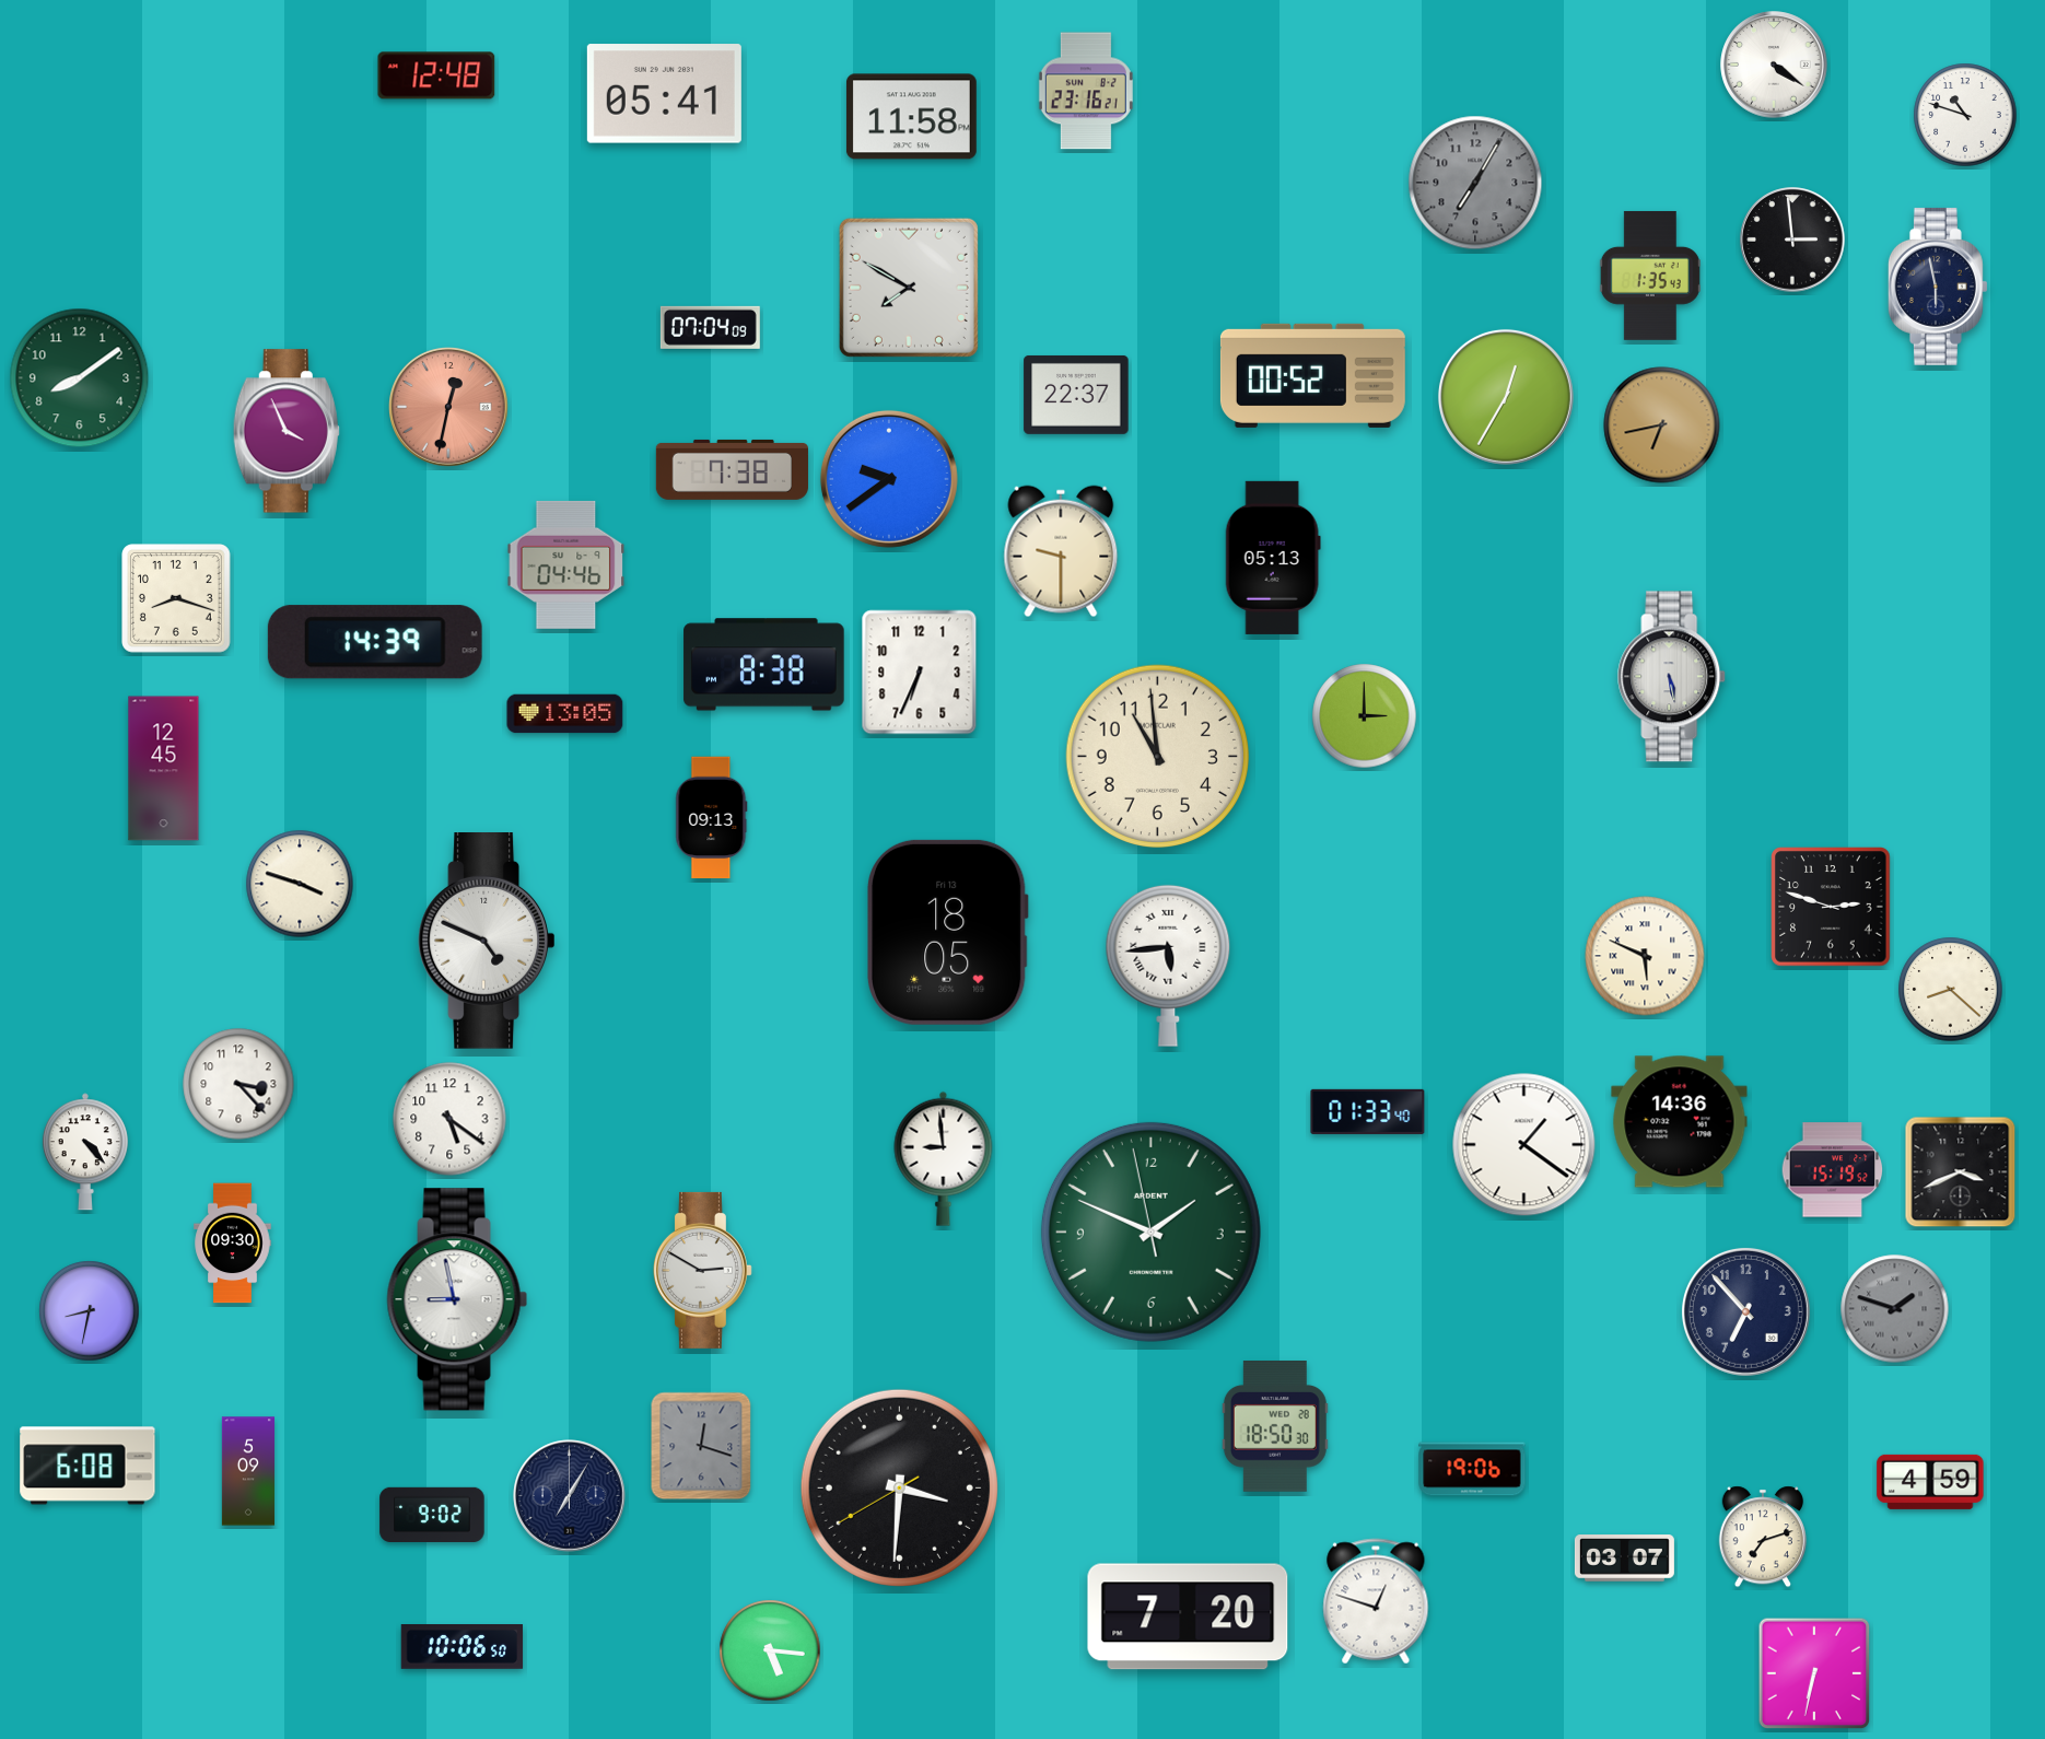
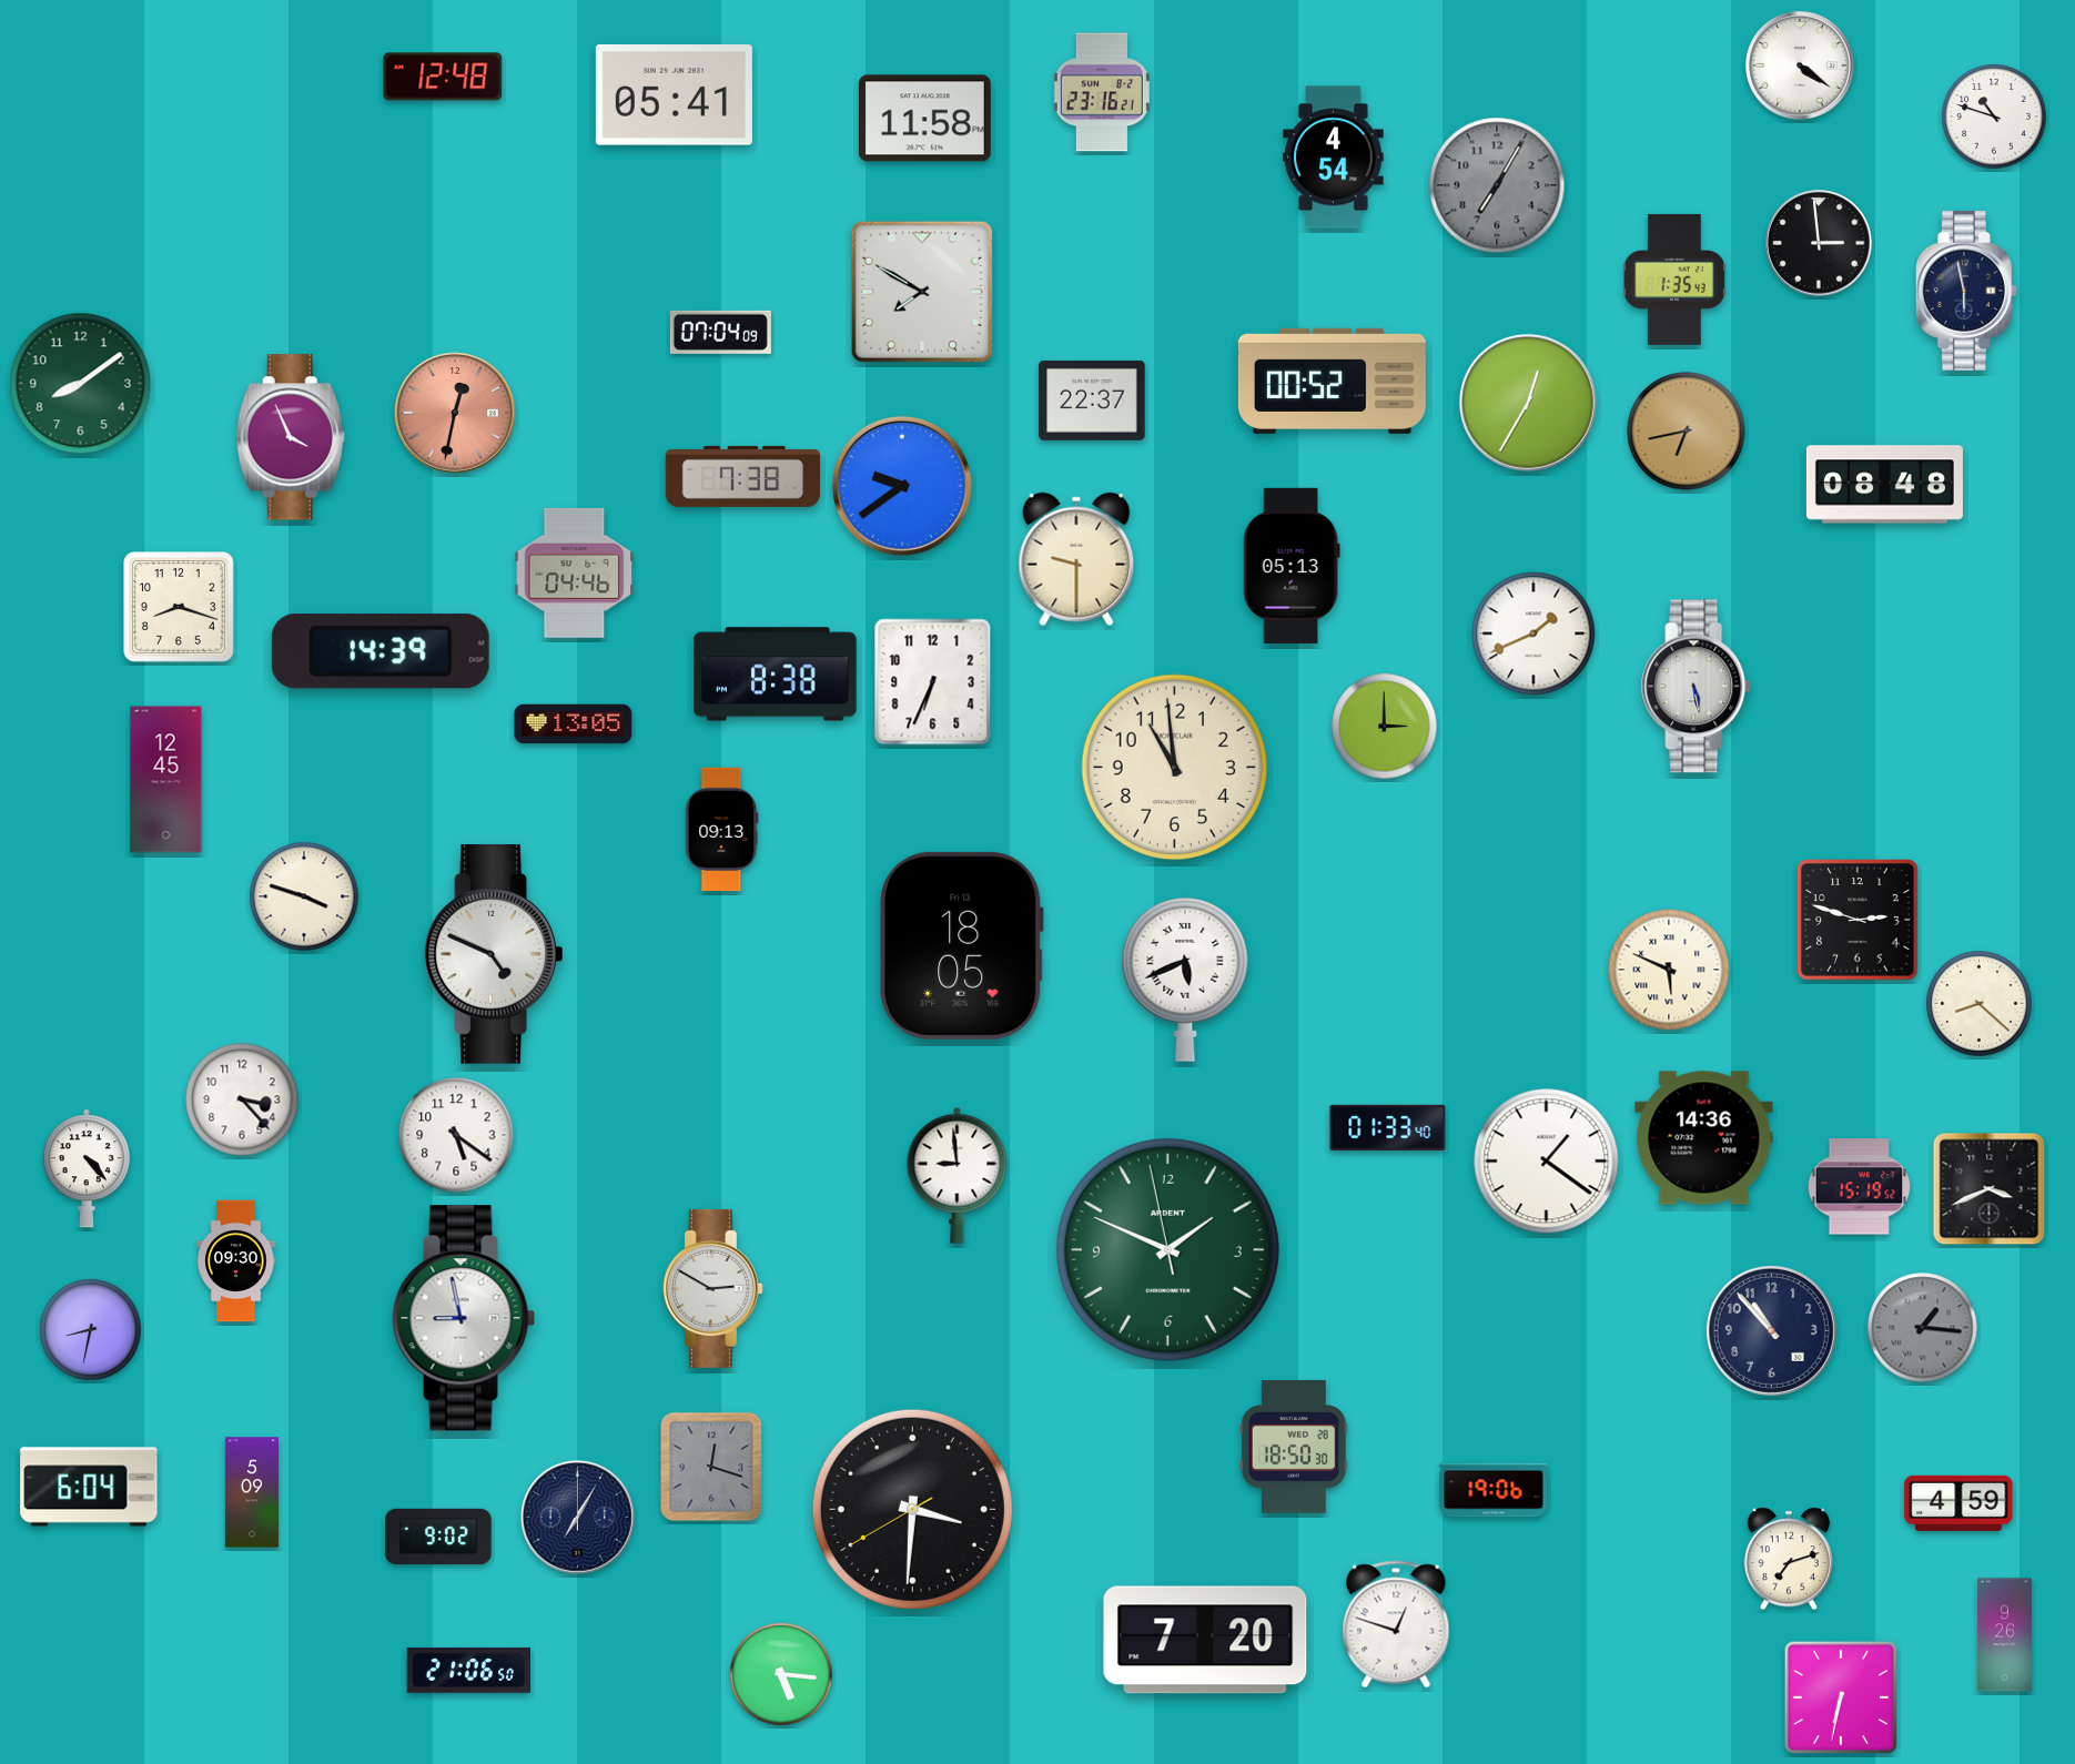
clock at (1334, 158): none -> 4:54
clock at (1884, 485): none -> 08:48
clock at (1534, 633): none -> 1:41
clock at (1168, 966): 5:44 -> 5:41
clock at (1895, 1309): 1:48 -> 1:16
clock at (1745, 1311): 6:53 -> 10:53
clock at (87, 1466): 6:08 -> 6:04
clock at (1624, 1559): 03:07 -> none
clock at (2005, 1635): none -> 9:26
clock at (463, 1647): 10:06 -> 21:06
